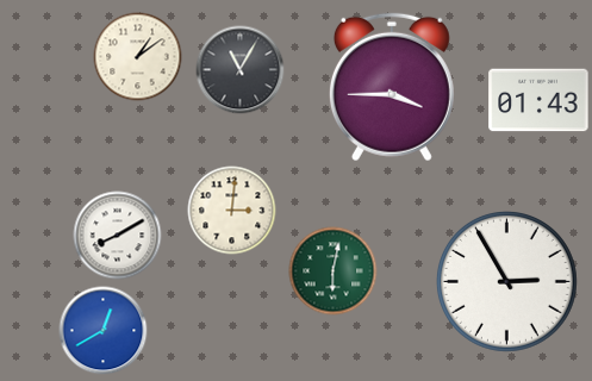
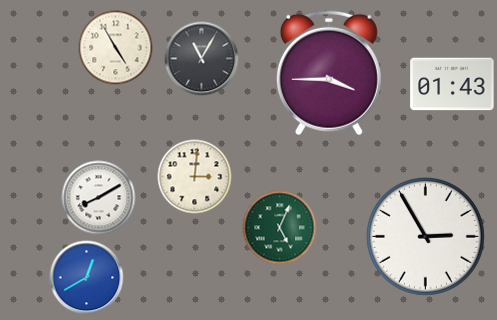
clock at (138, 57): 1:09 -> 4:55
clock at (334, 271): 6:02 -> 5:04
